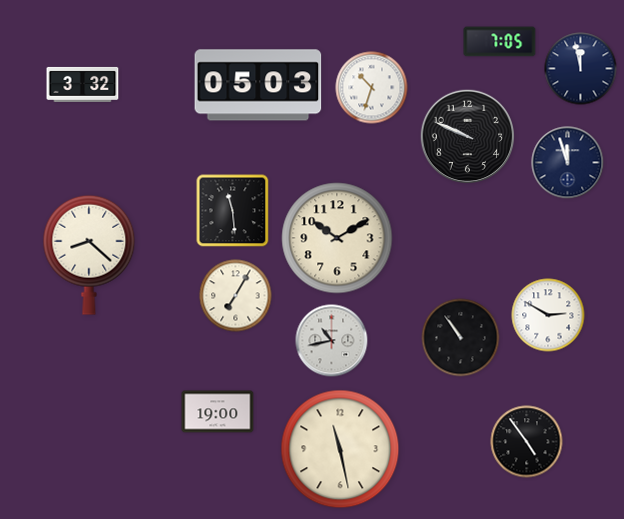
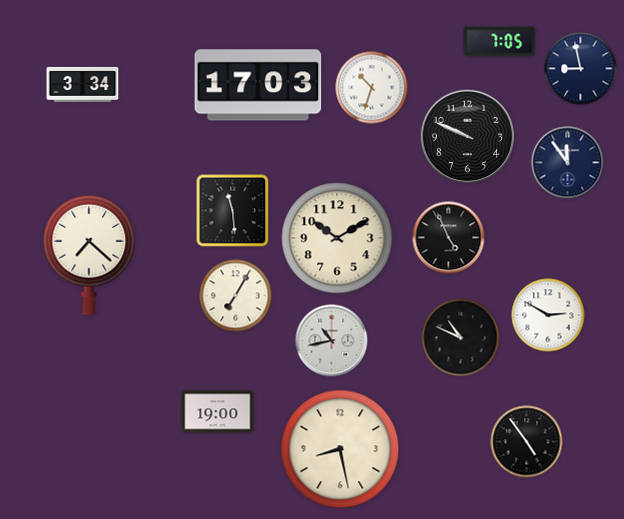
clock at (581, 69): 11:58 -> 8:58
clock at (83, 84): 3:32 -> 3:34
clock at (258, 85): 05:03 -> 17:03
clock at (568, 163): 11:57 -> 11:54
clock at (449, 238): none -> 4:56
clock at (89, 255): 8:22 -> 7:22
clock at (461, 338): 10:54 -> 10:49
clock at (340, 449): 11:28 -> 8:28
